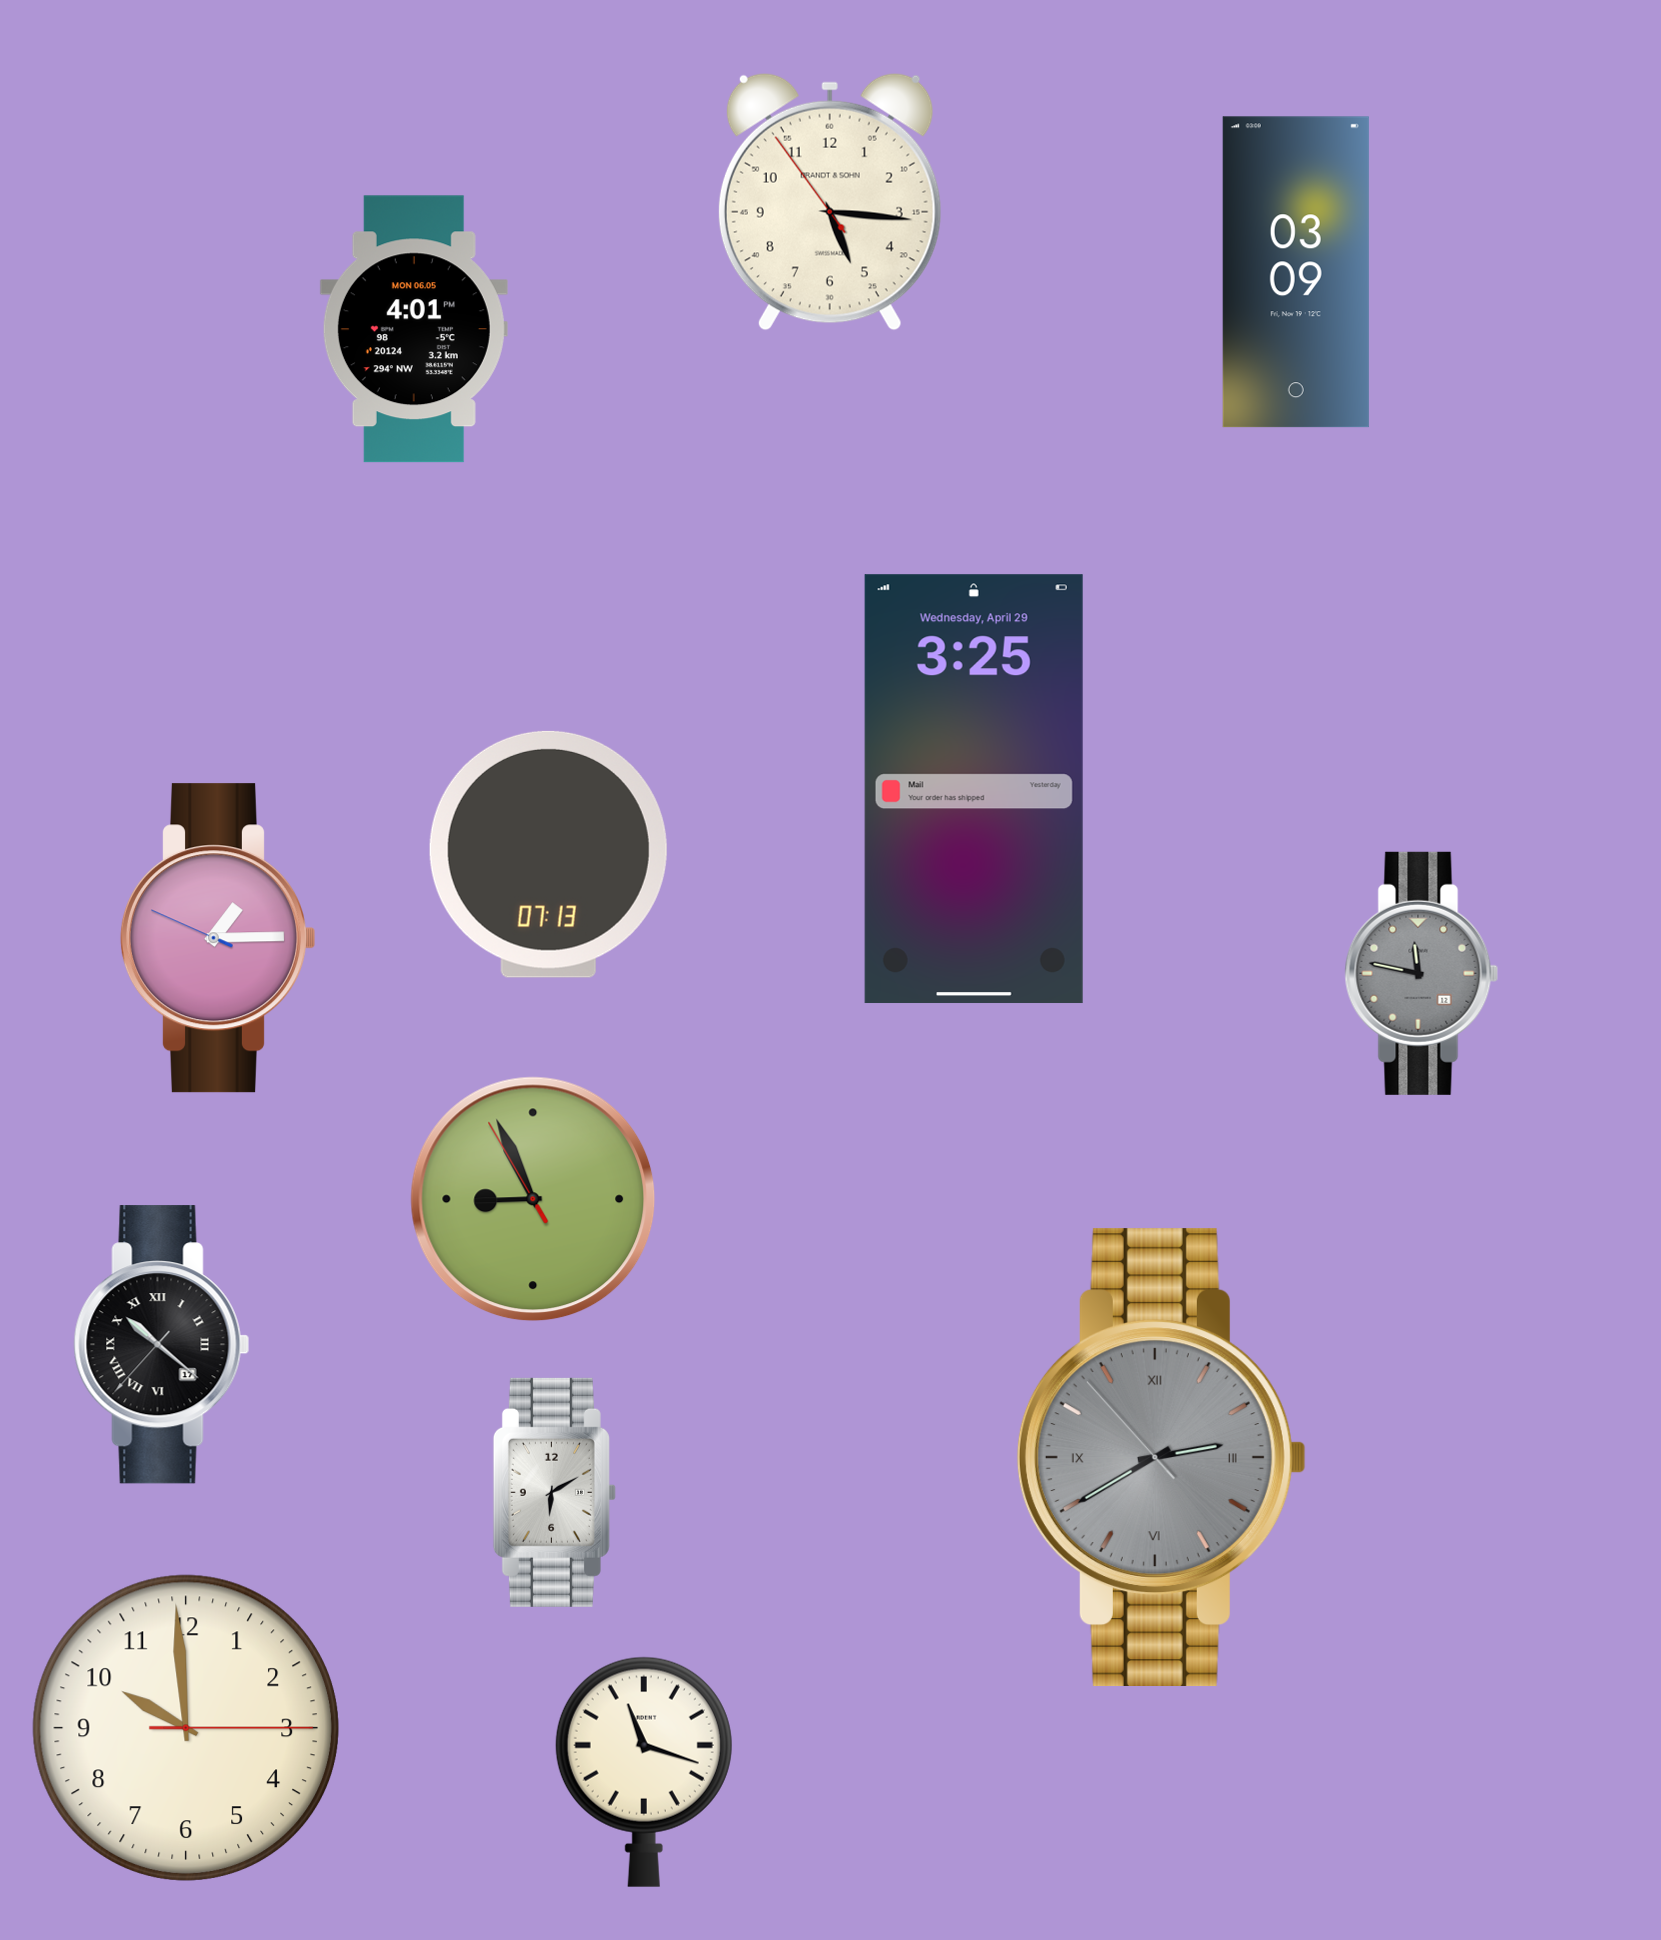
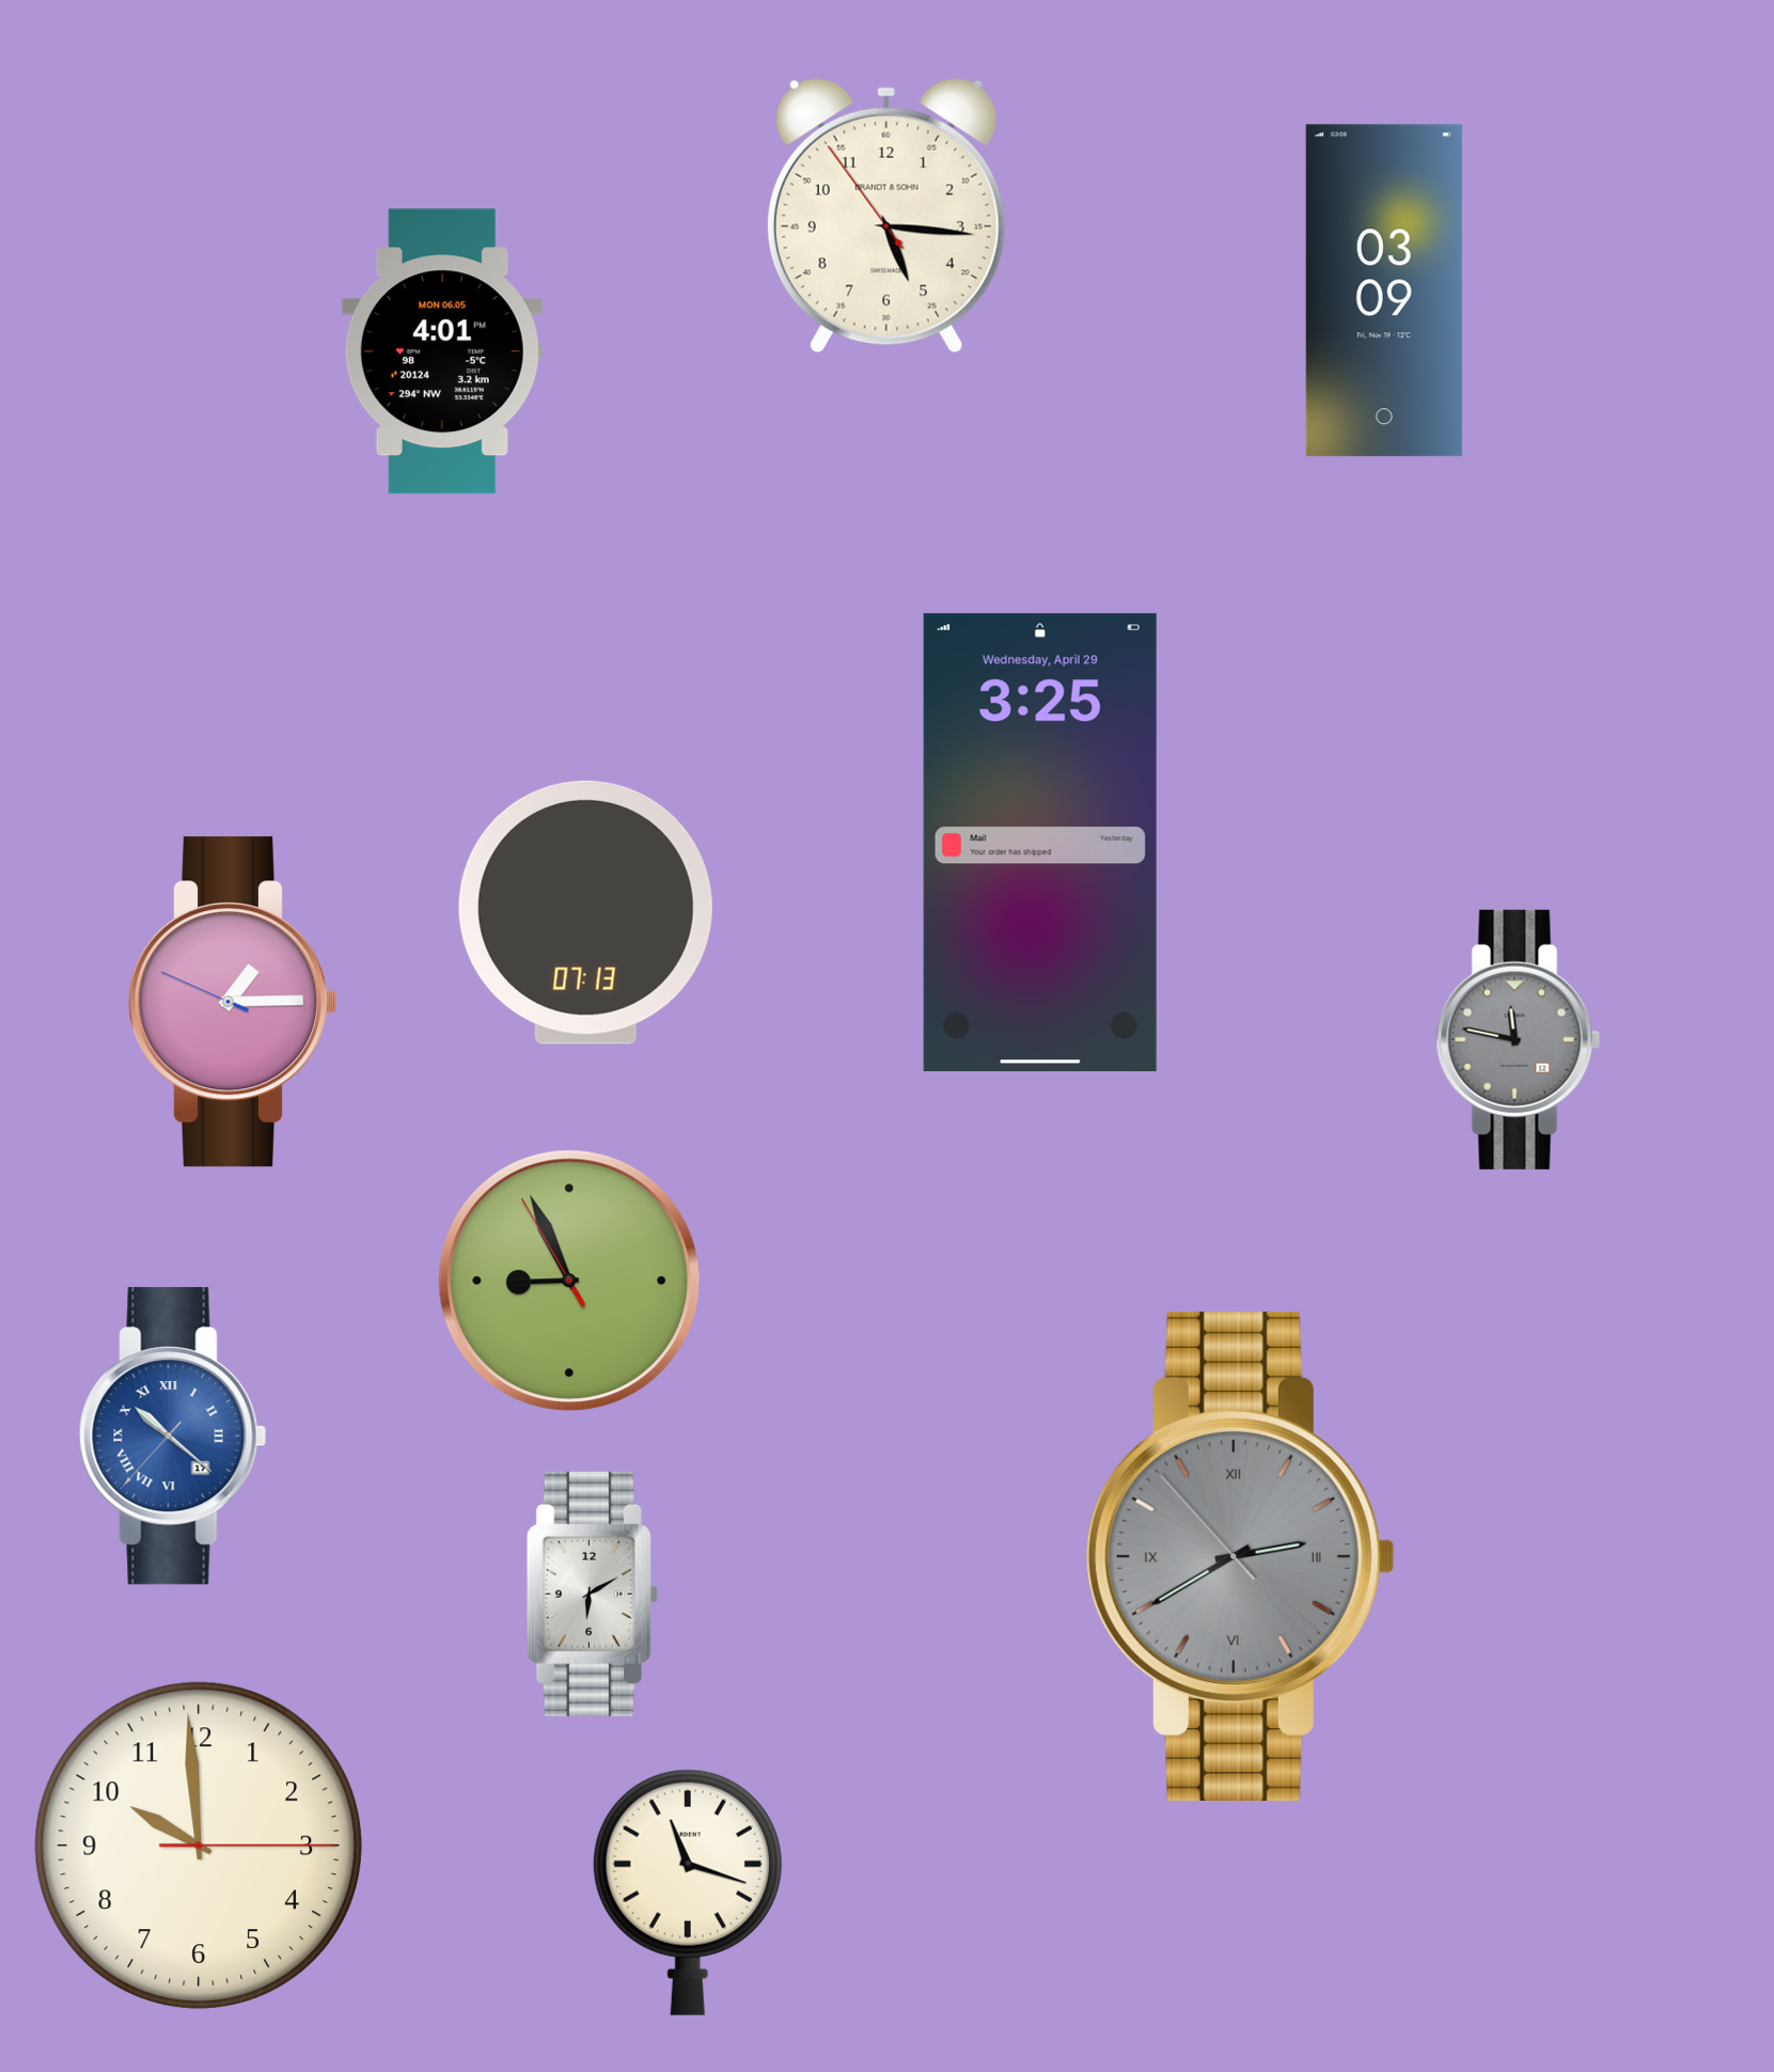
clock at (162, 1345) dial: black -> blue
